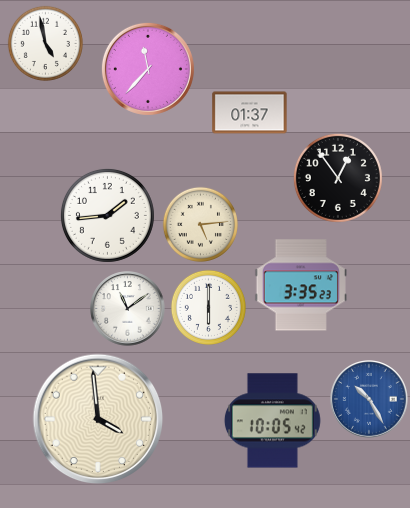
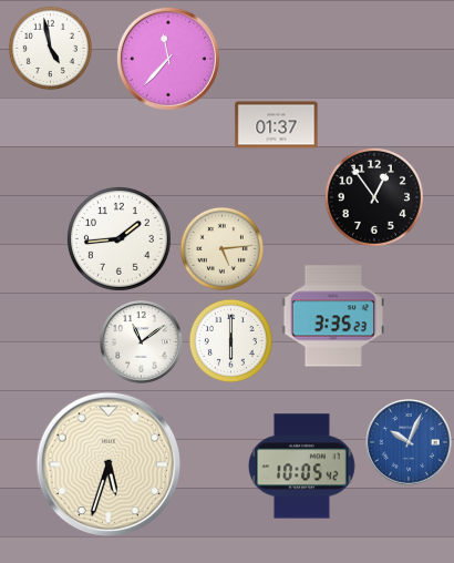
clock at (148, 69) position: (148, 69) -> (168, 59)
clock at (370, 400): 10:25 -> 10:04
clock at (98, 419): 3:59 -> 5:33
